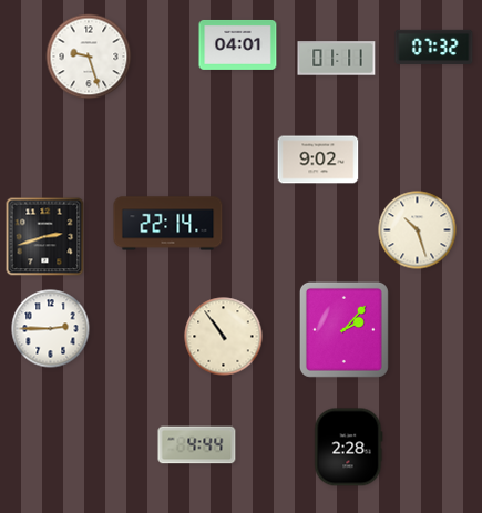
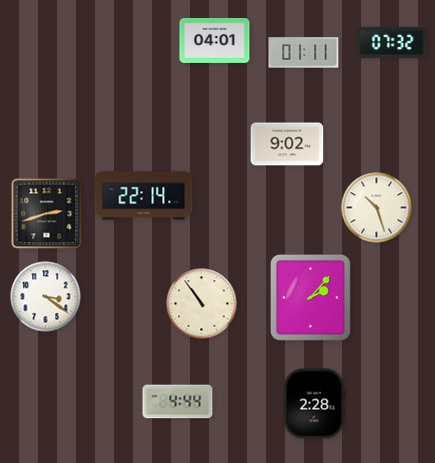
clock at (89, 57): 9:27 -> none
clock at (168, 224) position: (168, 224) -> (144, 196)
clock at (45, 237) position: (45, 237) -> (47, 214)
clock at (51, 329): 2:45 -> 3:21
